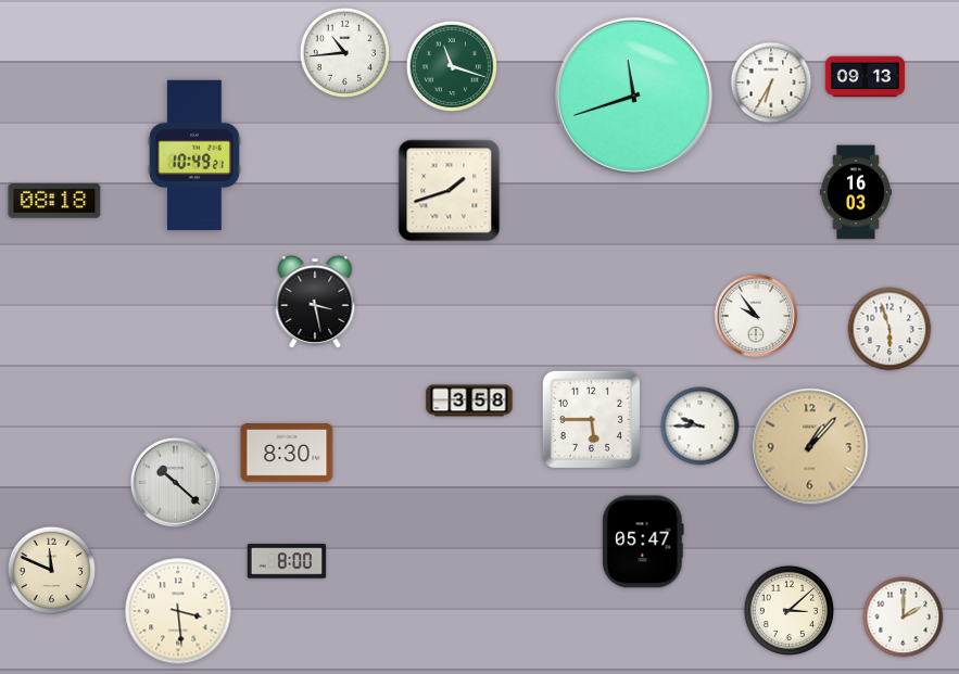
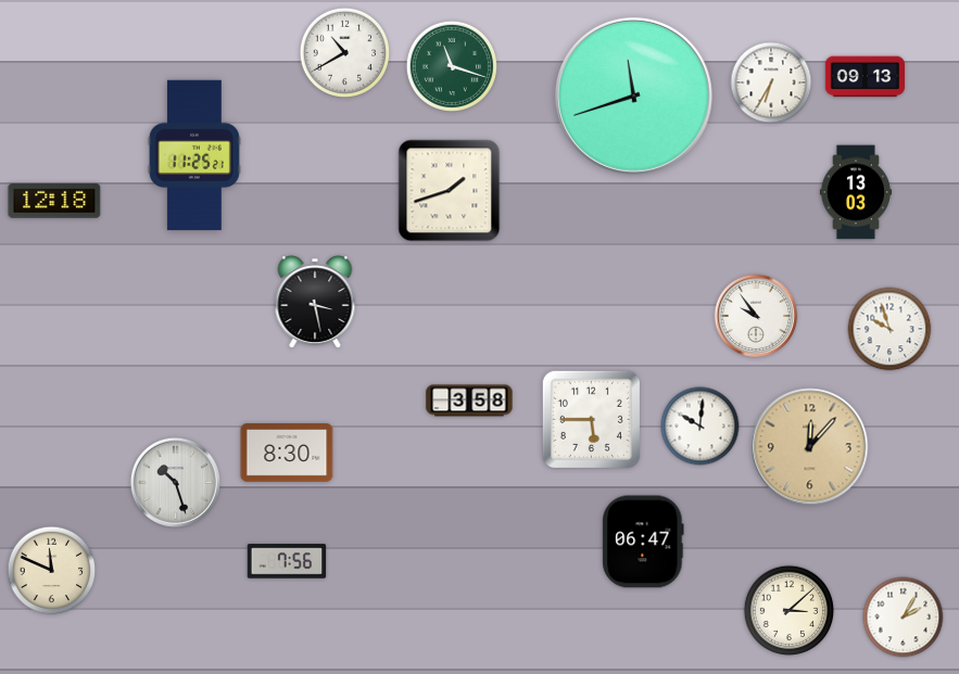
clock at (345, 53): 10:44 -> 10:40
clock at (194, 155): 10:49 -> 11:25
clock at (856, 192): 16:03 -> 13:03
clock at (54, 201): 08:18 -> 12:18
clock at (889, 329): 5:57 -> 9:57
clock at (701, 427): 9:45 -> 10:01
clock at (810, 447): 1:07 -> 12:07
clock at (175, 482): 10:22 -> 10:27
clock at (643, 542): 05:47 -> 06:47
clock at (287, 561): 8:00 -> 7:56
clock at (178, 611): 3:29 -> none
clock at (904, 618): 2:00 -> 2:05
